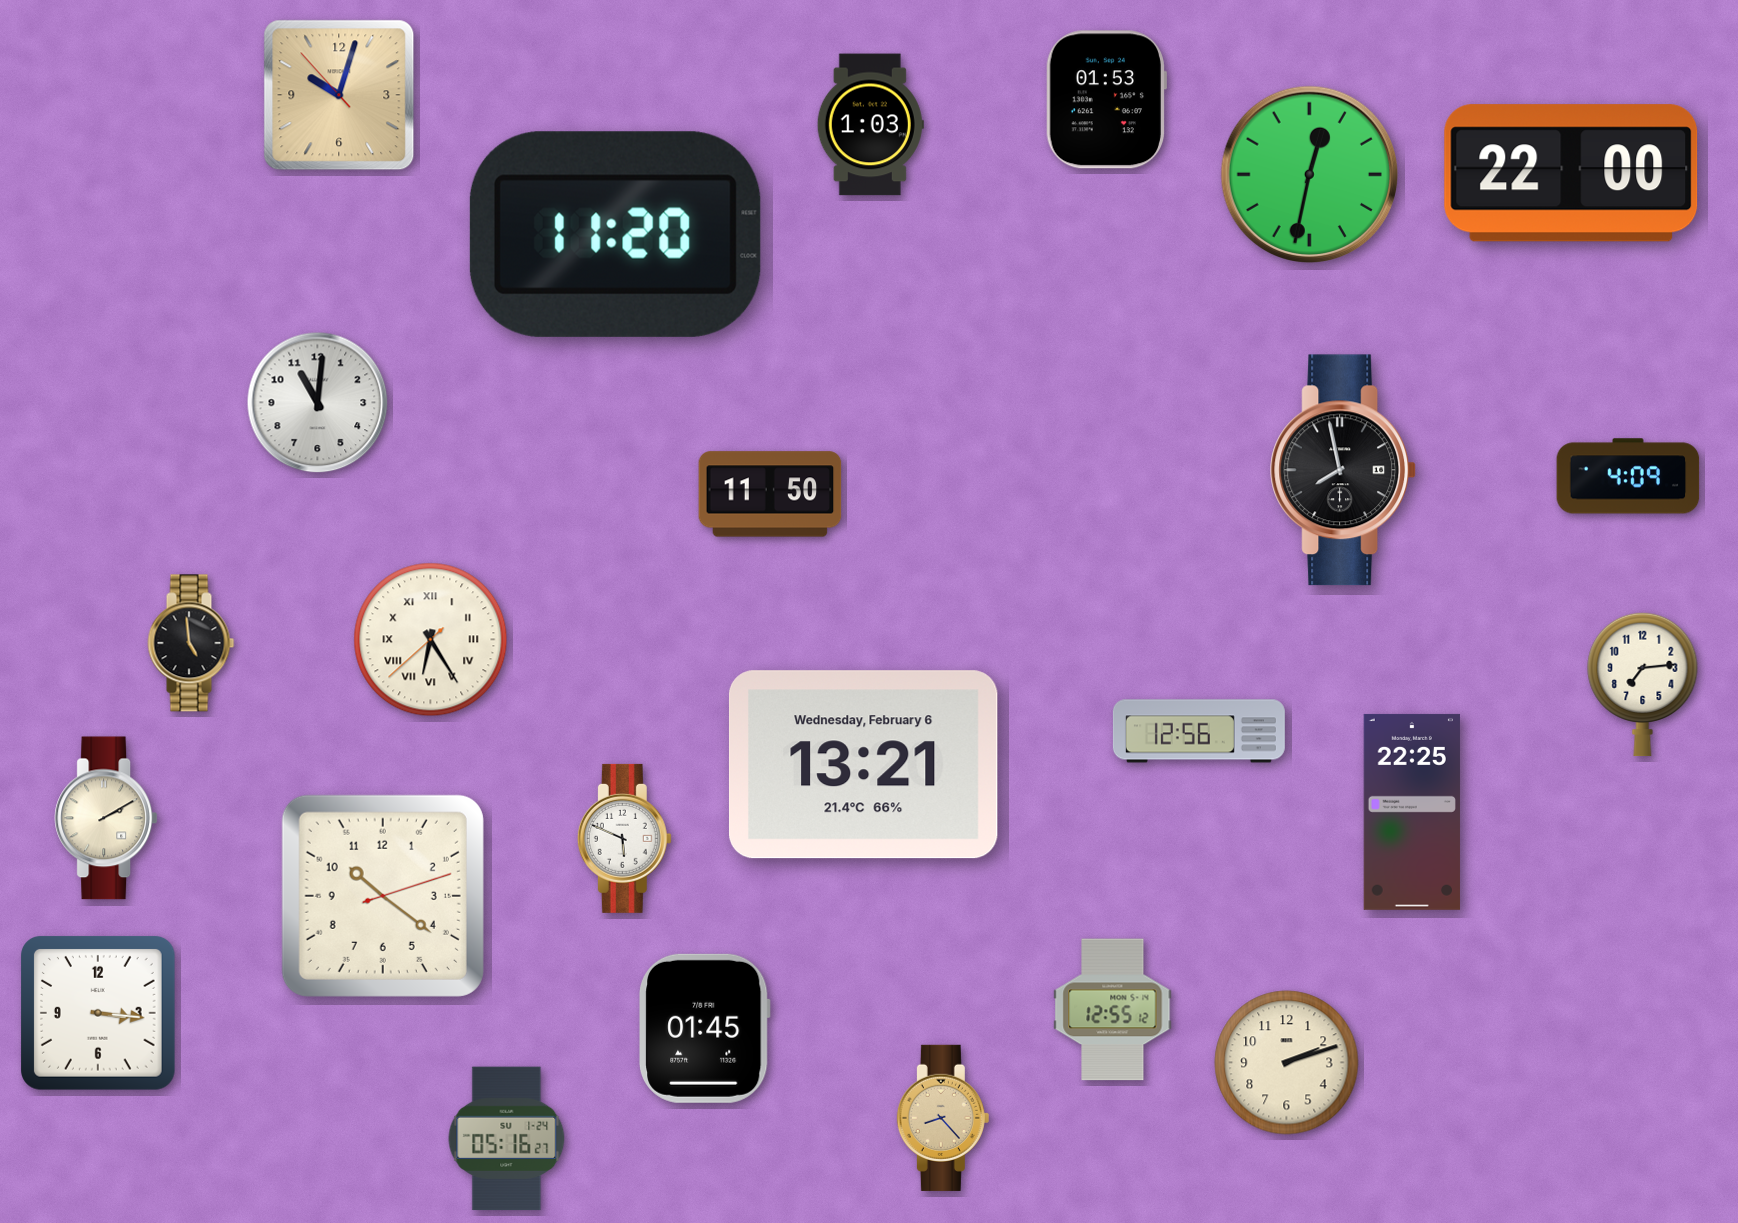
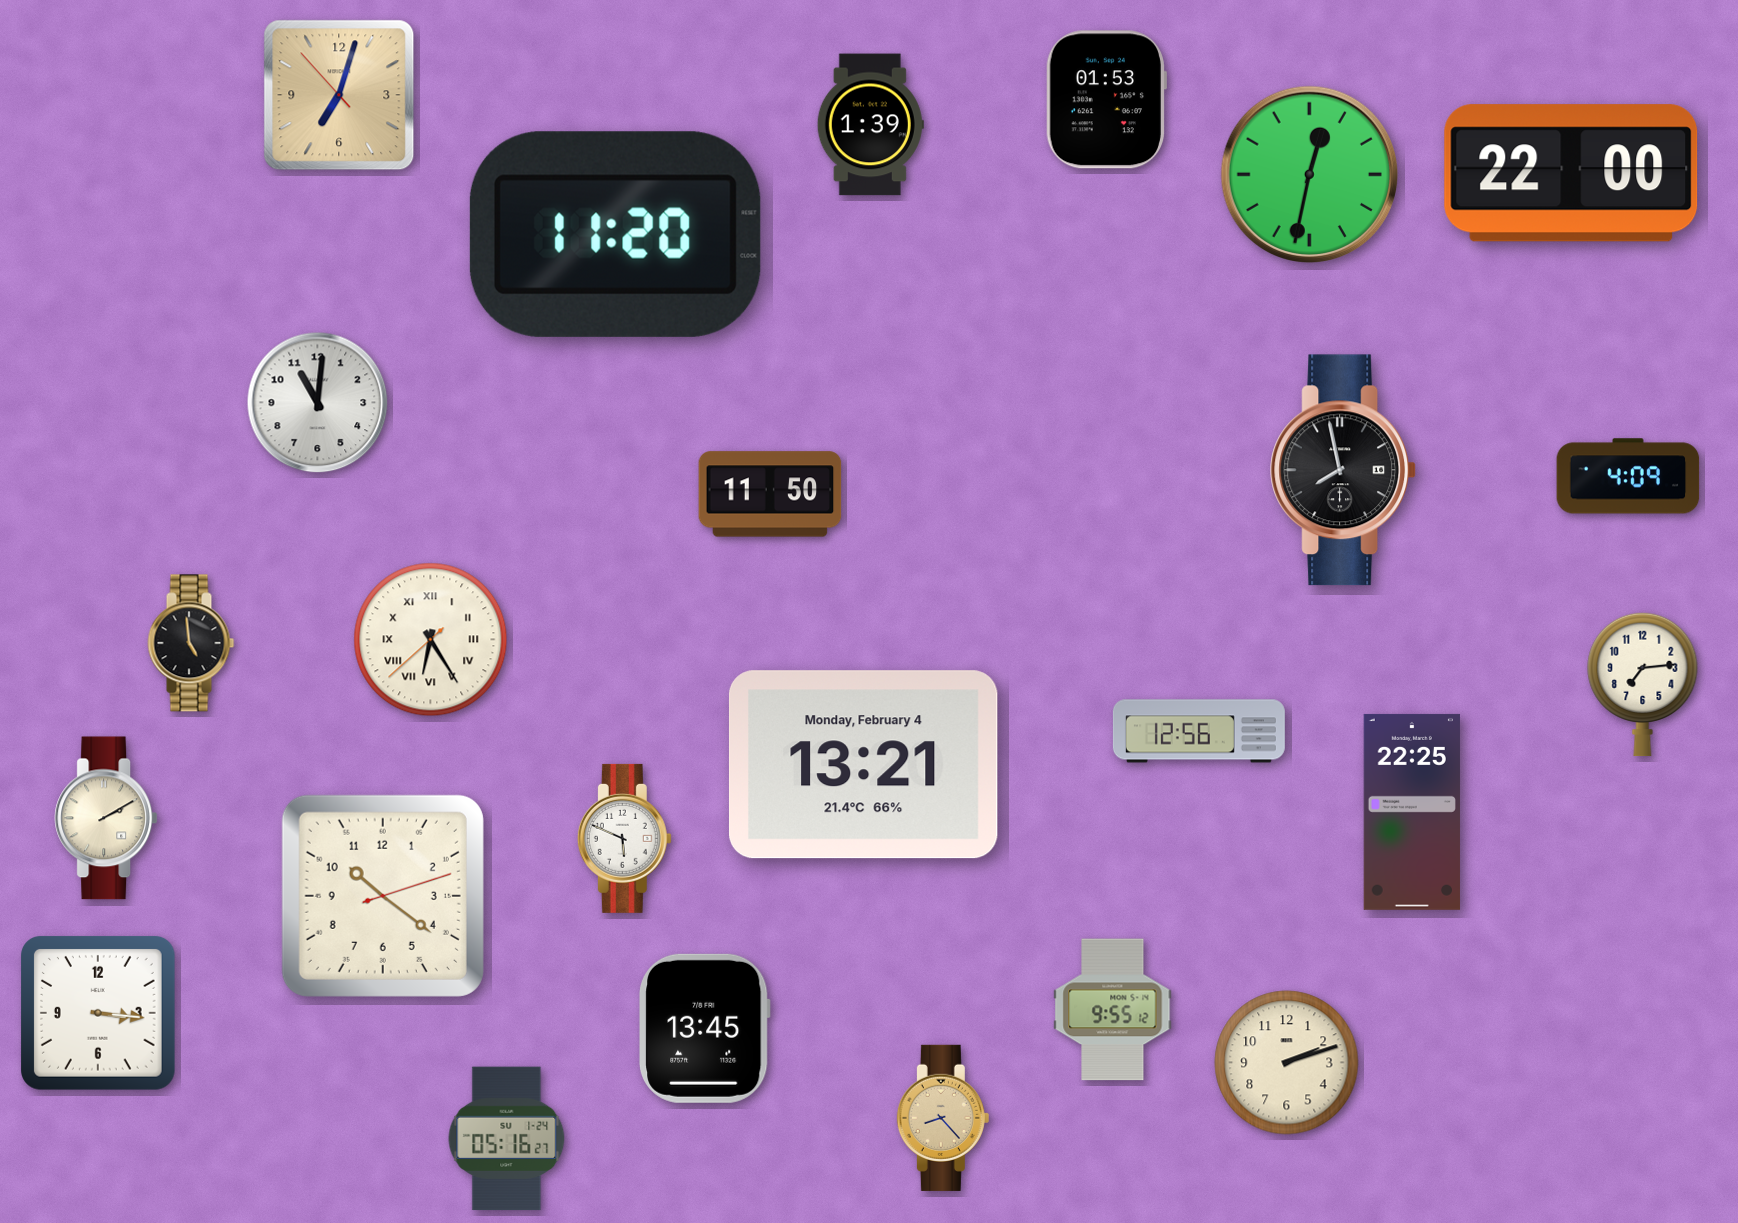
clock at (339, 95): 10:02 -> 7:02
clock at (870, 125): 1:03 -> 1:39
clock at (863, 765) date: Wednesday, February 6 -> Monday, February 4
clock at (1113, 1010): 12:55 -> 9:55
clock at (705, 1028): 01:45 -> 13:45
